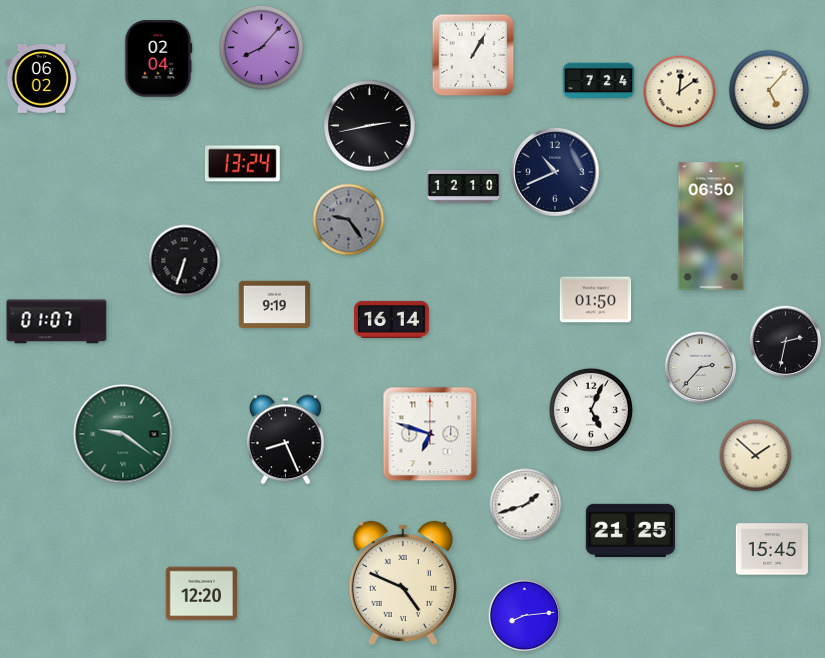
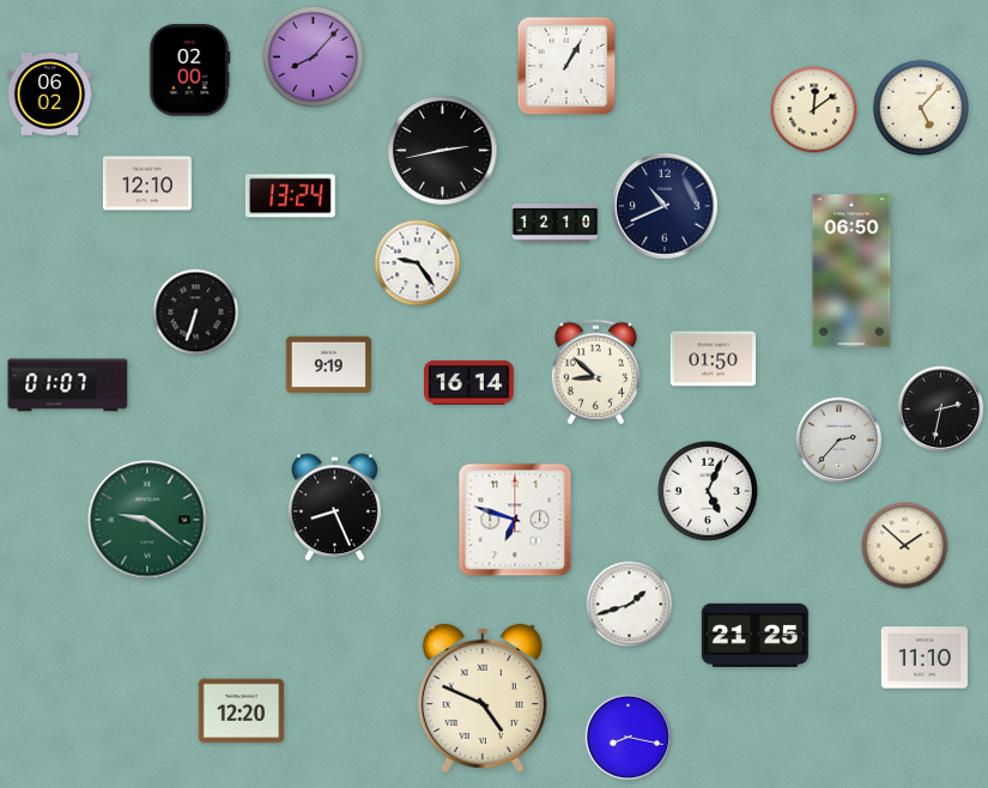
clock at (159, 59): 02:04 -> 02:00
clock at (599, 81): 7:24 -> none
clock at (147, 183): none -> 12:10
clock at (349, 220) dial: grey -> white
clock at (185, 261) position: (185, 261) -> (196, 313)
clock at (595, 372): none -> 8:52
clock at (286, 440) position: (286, 440) -> (335, 508)
clock at (771, 549): 15:45 -> 11:10
clock at (525, 616): 8:14 -> 8:17
